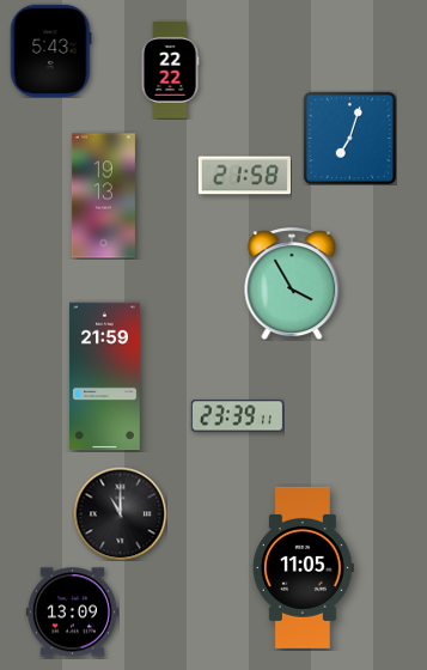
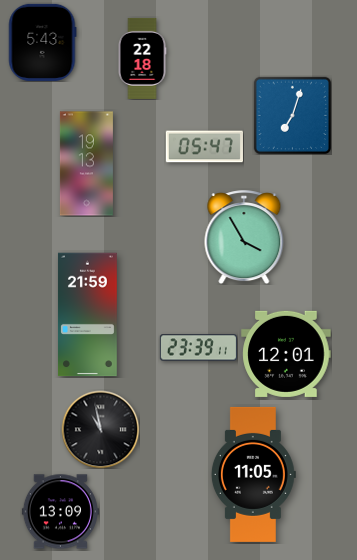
clock at (170, 69): 22:22 -> 22:18
clock at (244, 176): 21:58 -> 05:47
clock at (286, 354): none -> 12:01
clock at (120, 513): 11:00 -> 10:58
